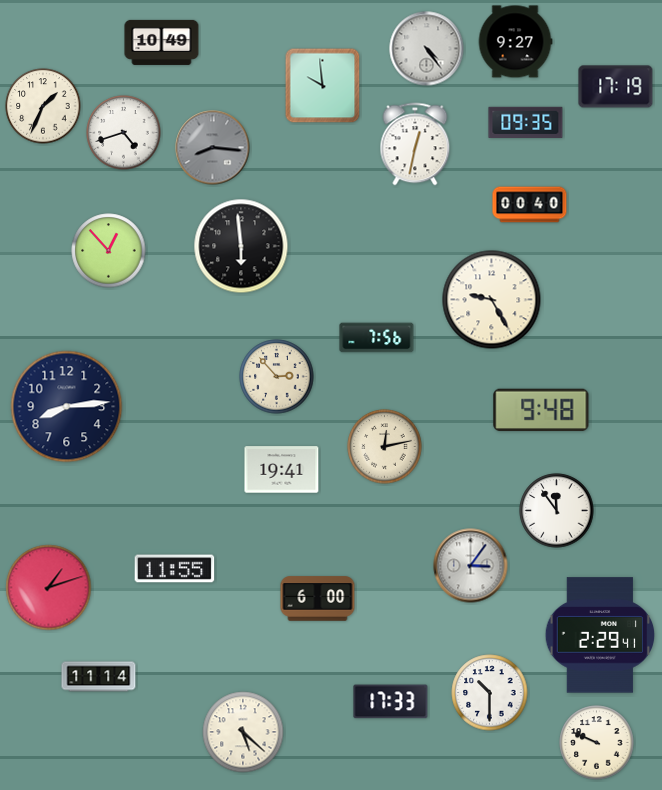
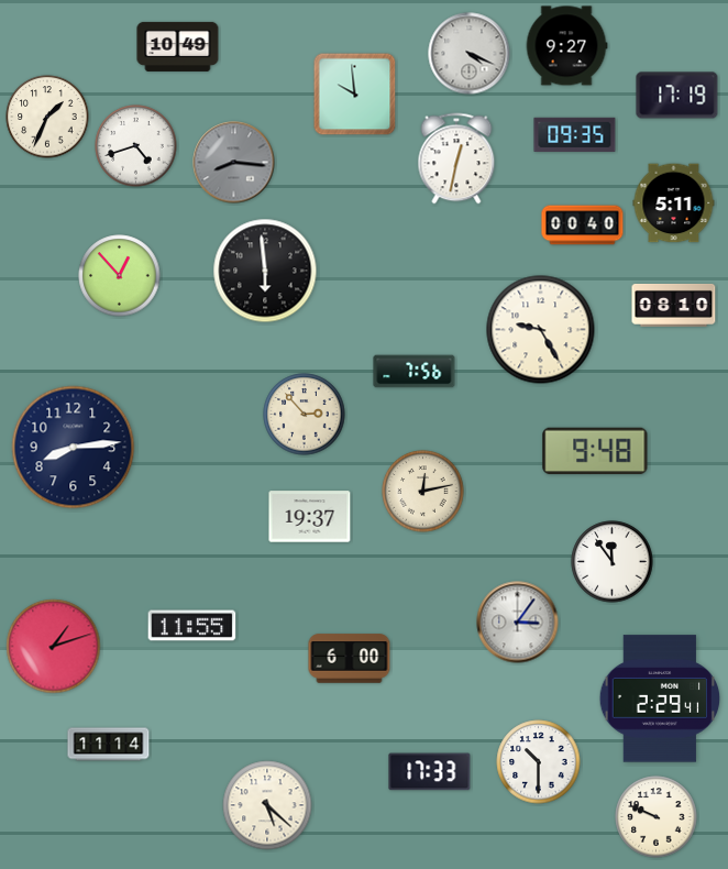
clock at (427, 49): 4:24 -> 4:19
clock at (526, 122) position: (526, 122) -> (575, 134)
clock at (674, 204): none -> 5:11
clock at (674, 305): none -> 08:10
clock at (282, 470): 19:41 -> 19:37
